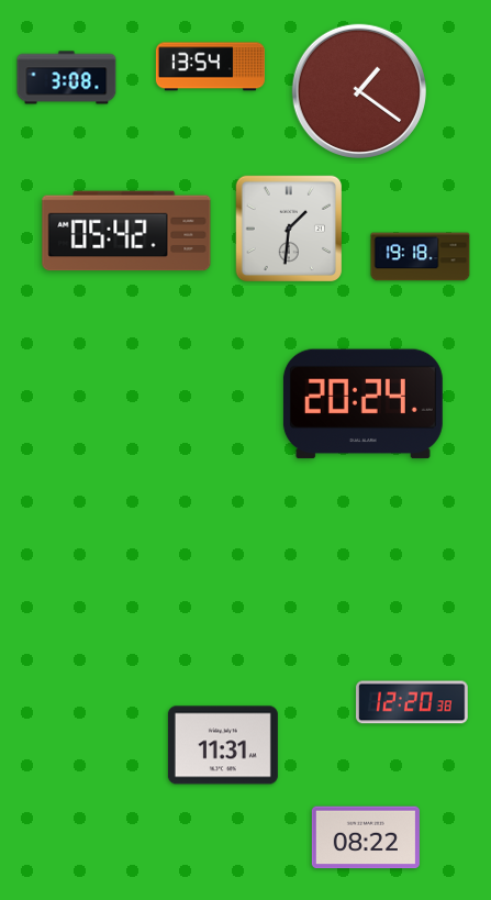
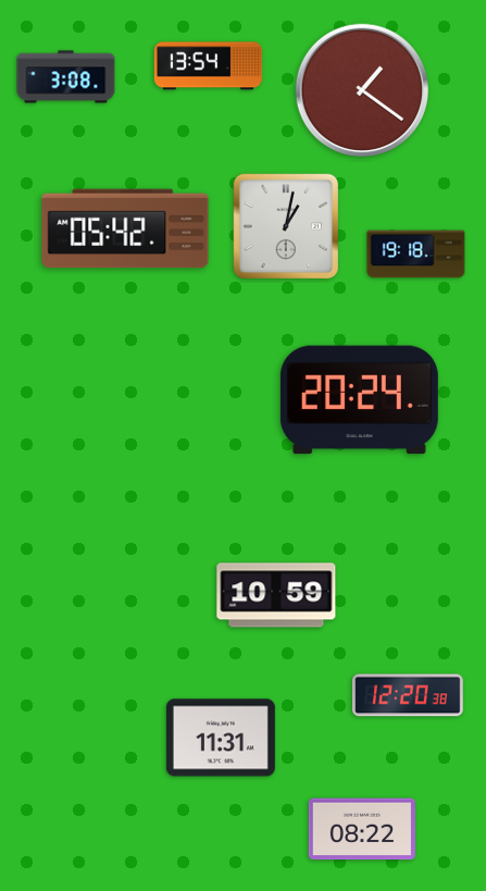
clock at (358, 90) position: (358, 90) -> (361, 89)
clock at (289, 229): 1:31 -> 1:02
clock at (276, 595): none -> 10:59
